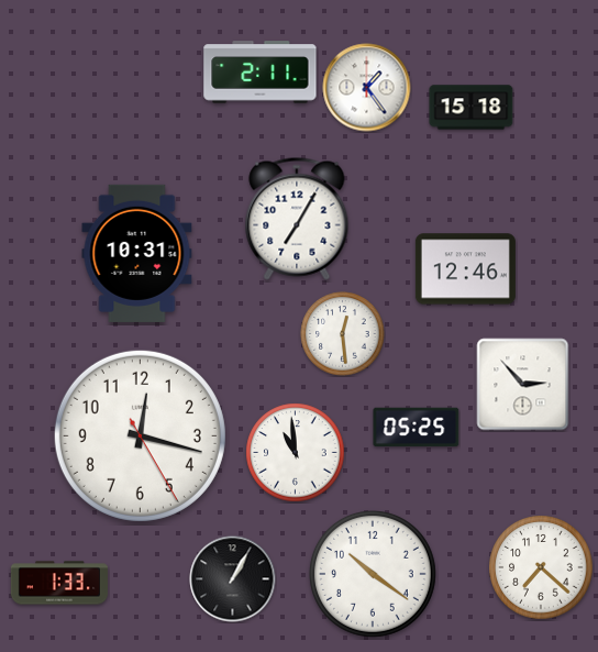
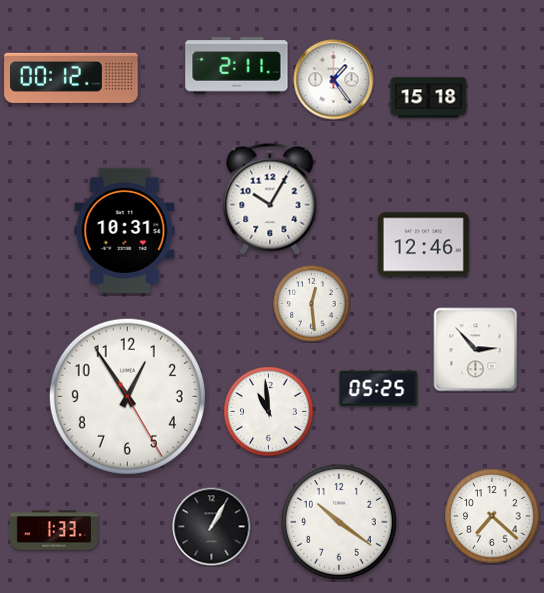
clock at (71, 78): none -> 00:12
clock at (297, 219): 7:05 -> 10:05
clock at (140, 435): 12:17 -> 12:54
